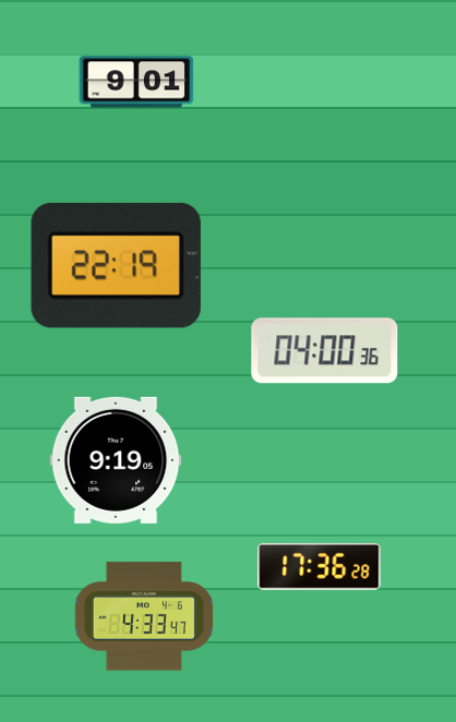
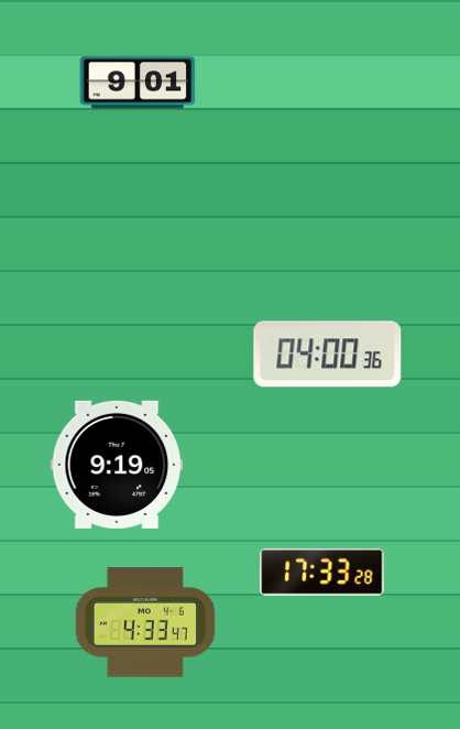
clock at (116, 265): 22:19 -> none
clock at (320, 567): 17:36 -> 17:33
